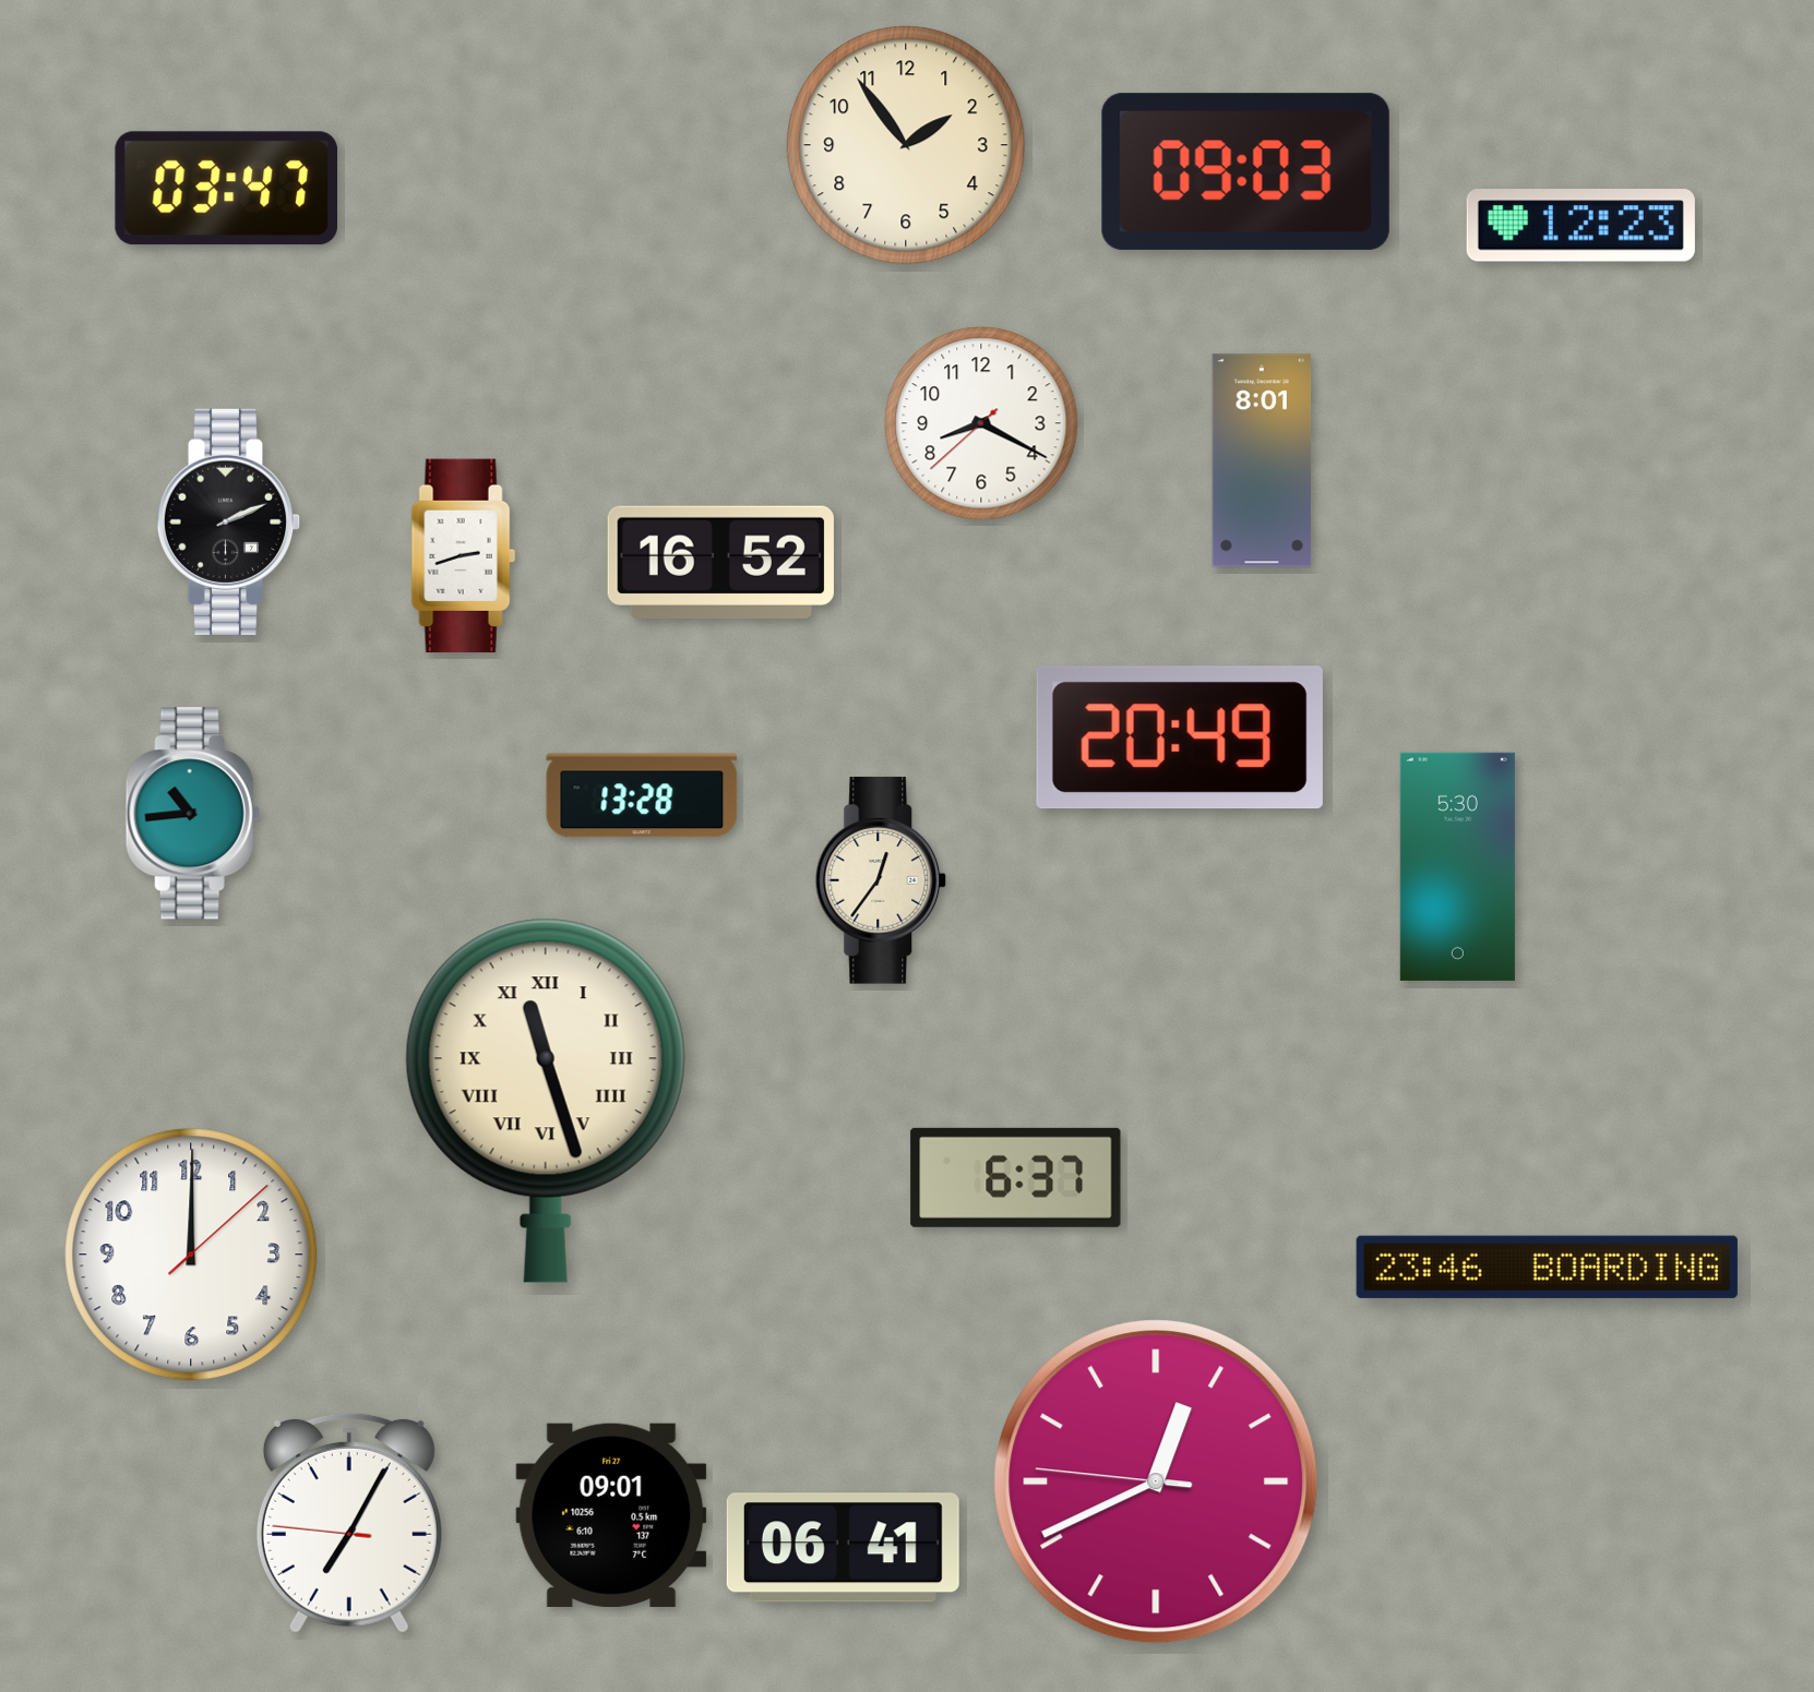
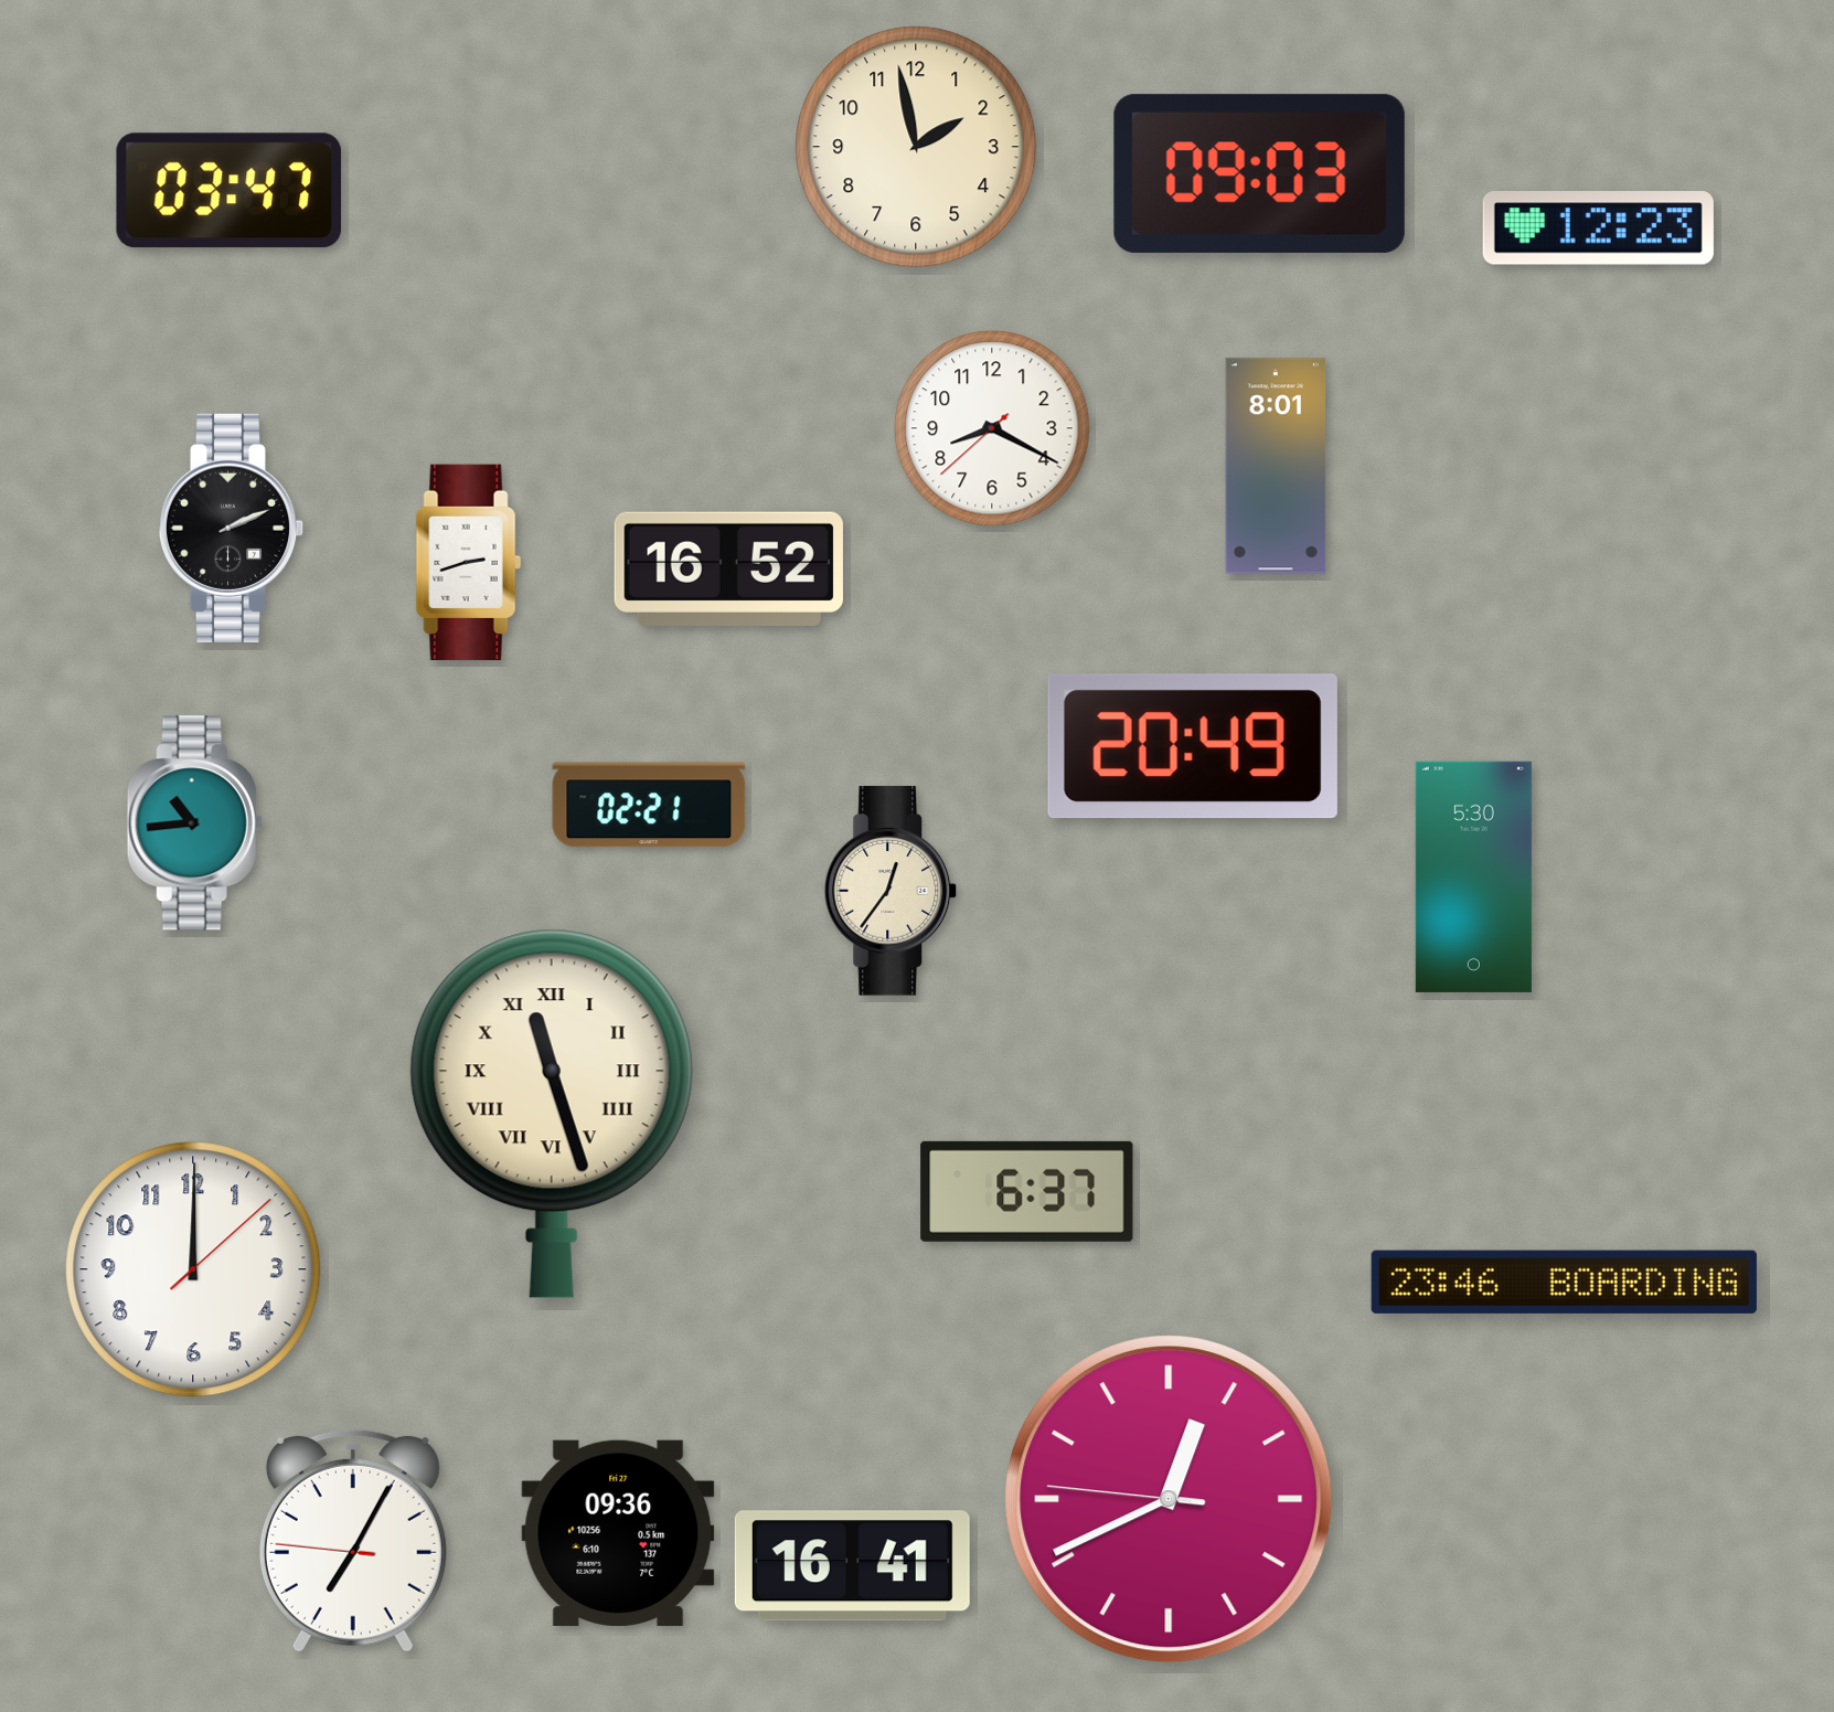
clock at (906, 145): 1:54 -> 1:58
clock at (642, 795): 13:28 -> 02:21
clock at (611, 1515): 09:01 -> 09:36
clock at (843, 1548): 06:41 -> 16:41
